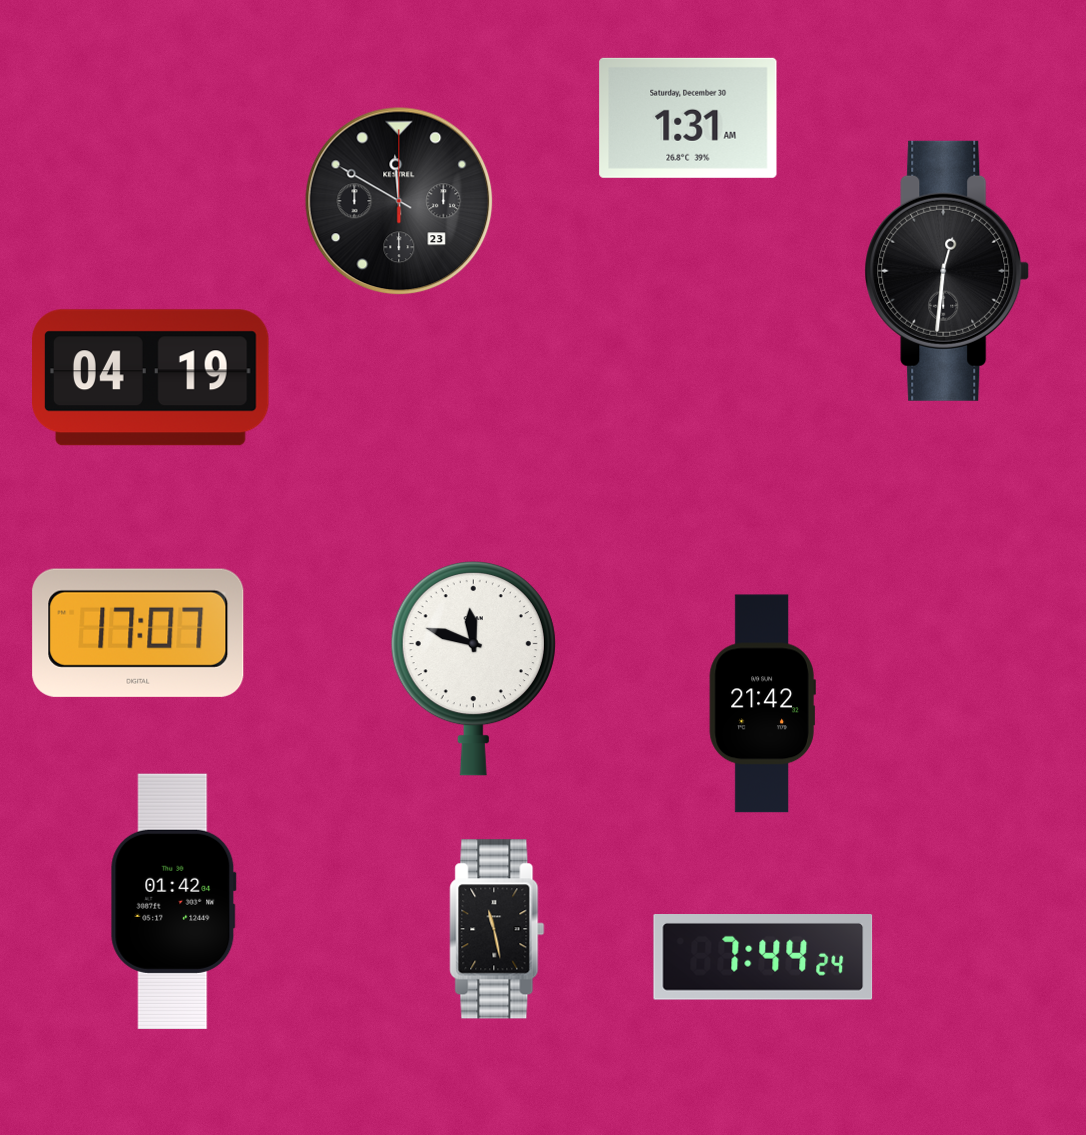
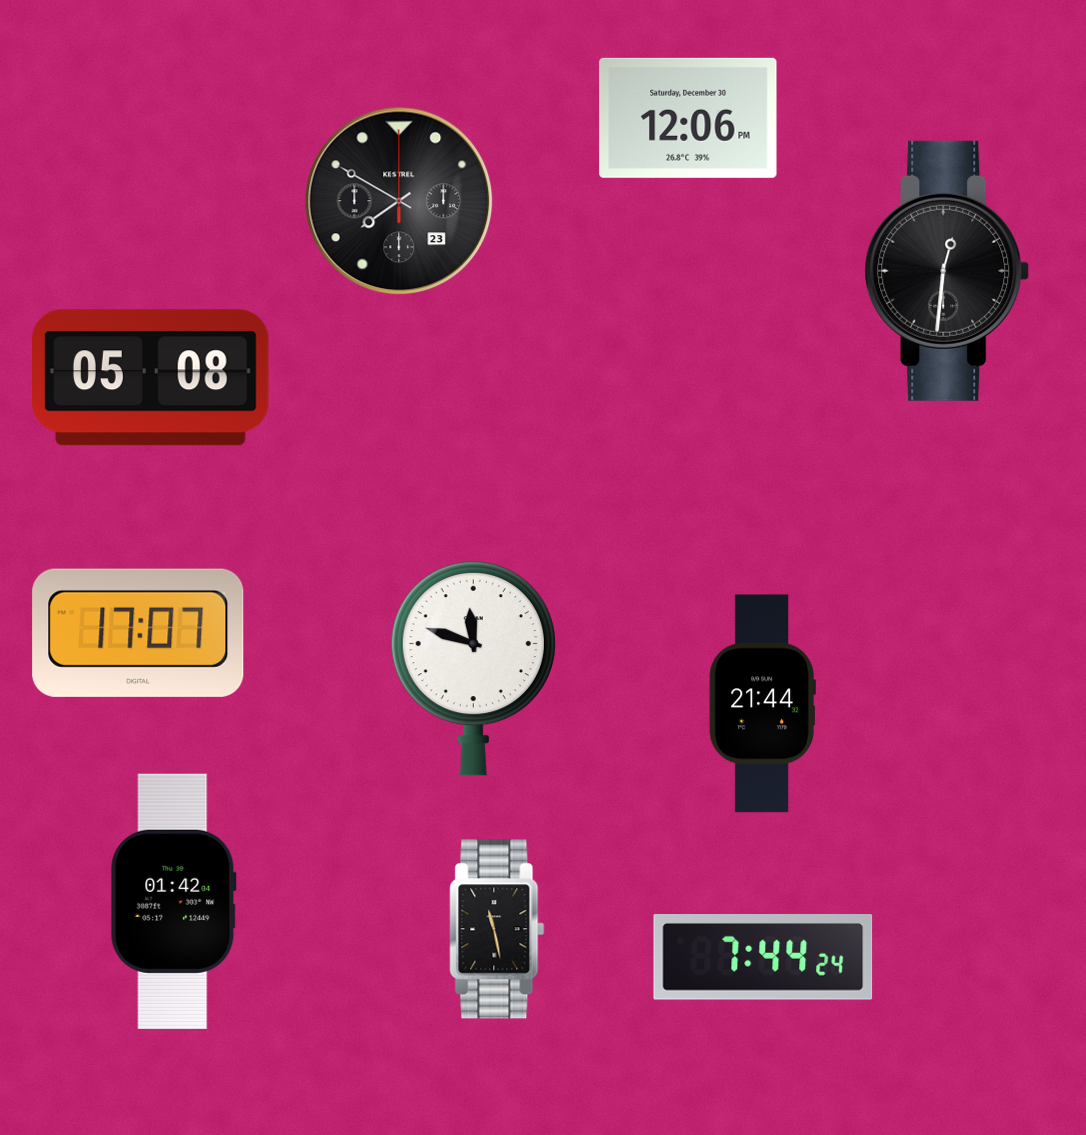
clock at (688, 118): 1:31 -> 12:06
clock at (399, 201): 11:50 -> 7:50
clock at (151, 378): 04:19 -> 05:08
clock at (762, 704): 21:42 -> 21:44
